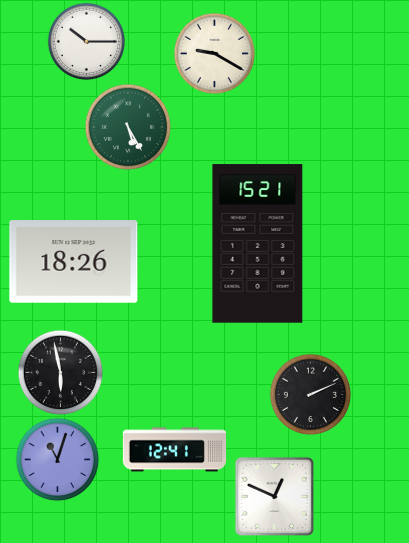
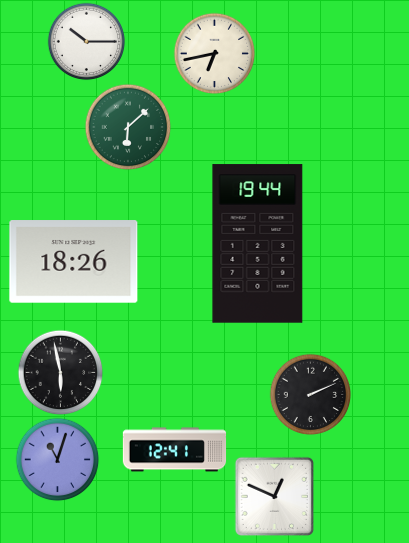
clock at (214, 53): 9:20 -> 6:43
clock at (128, 127): 5:25 -> 6:08
clock at (258, 244): 15:21 -> 19:44
